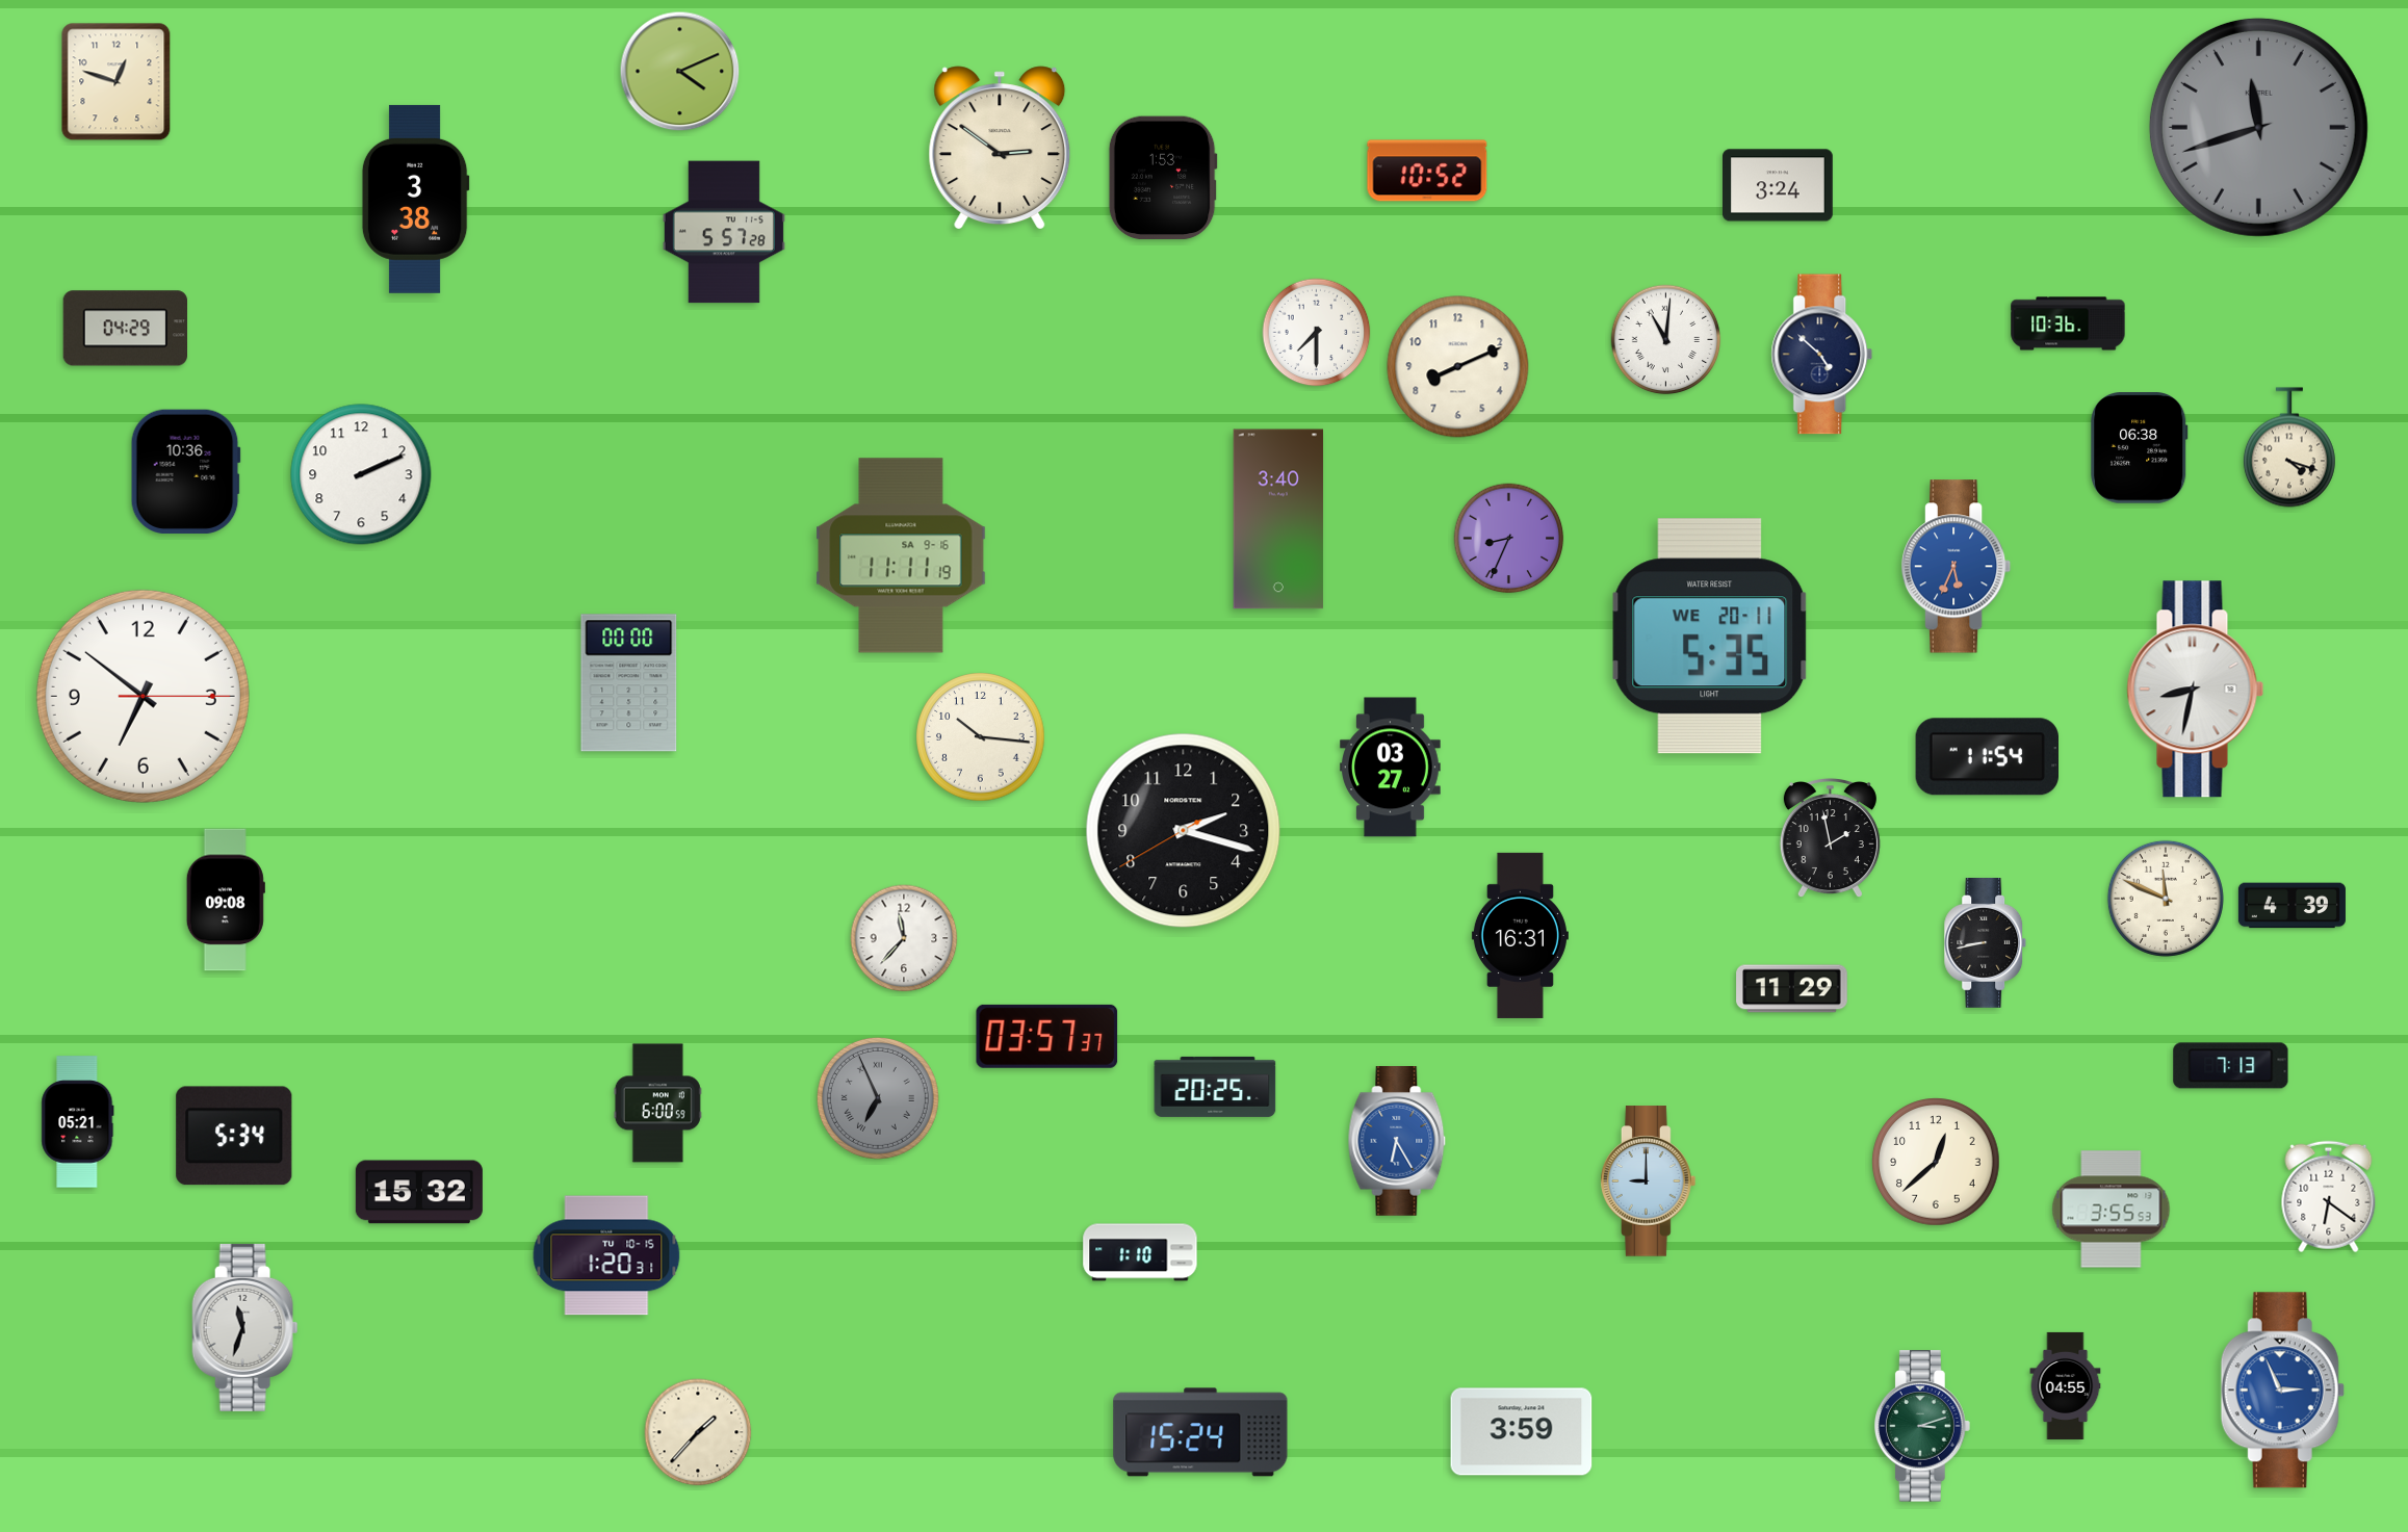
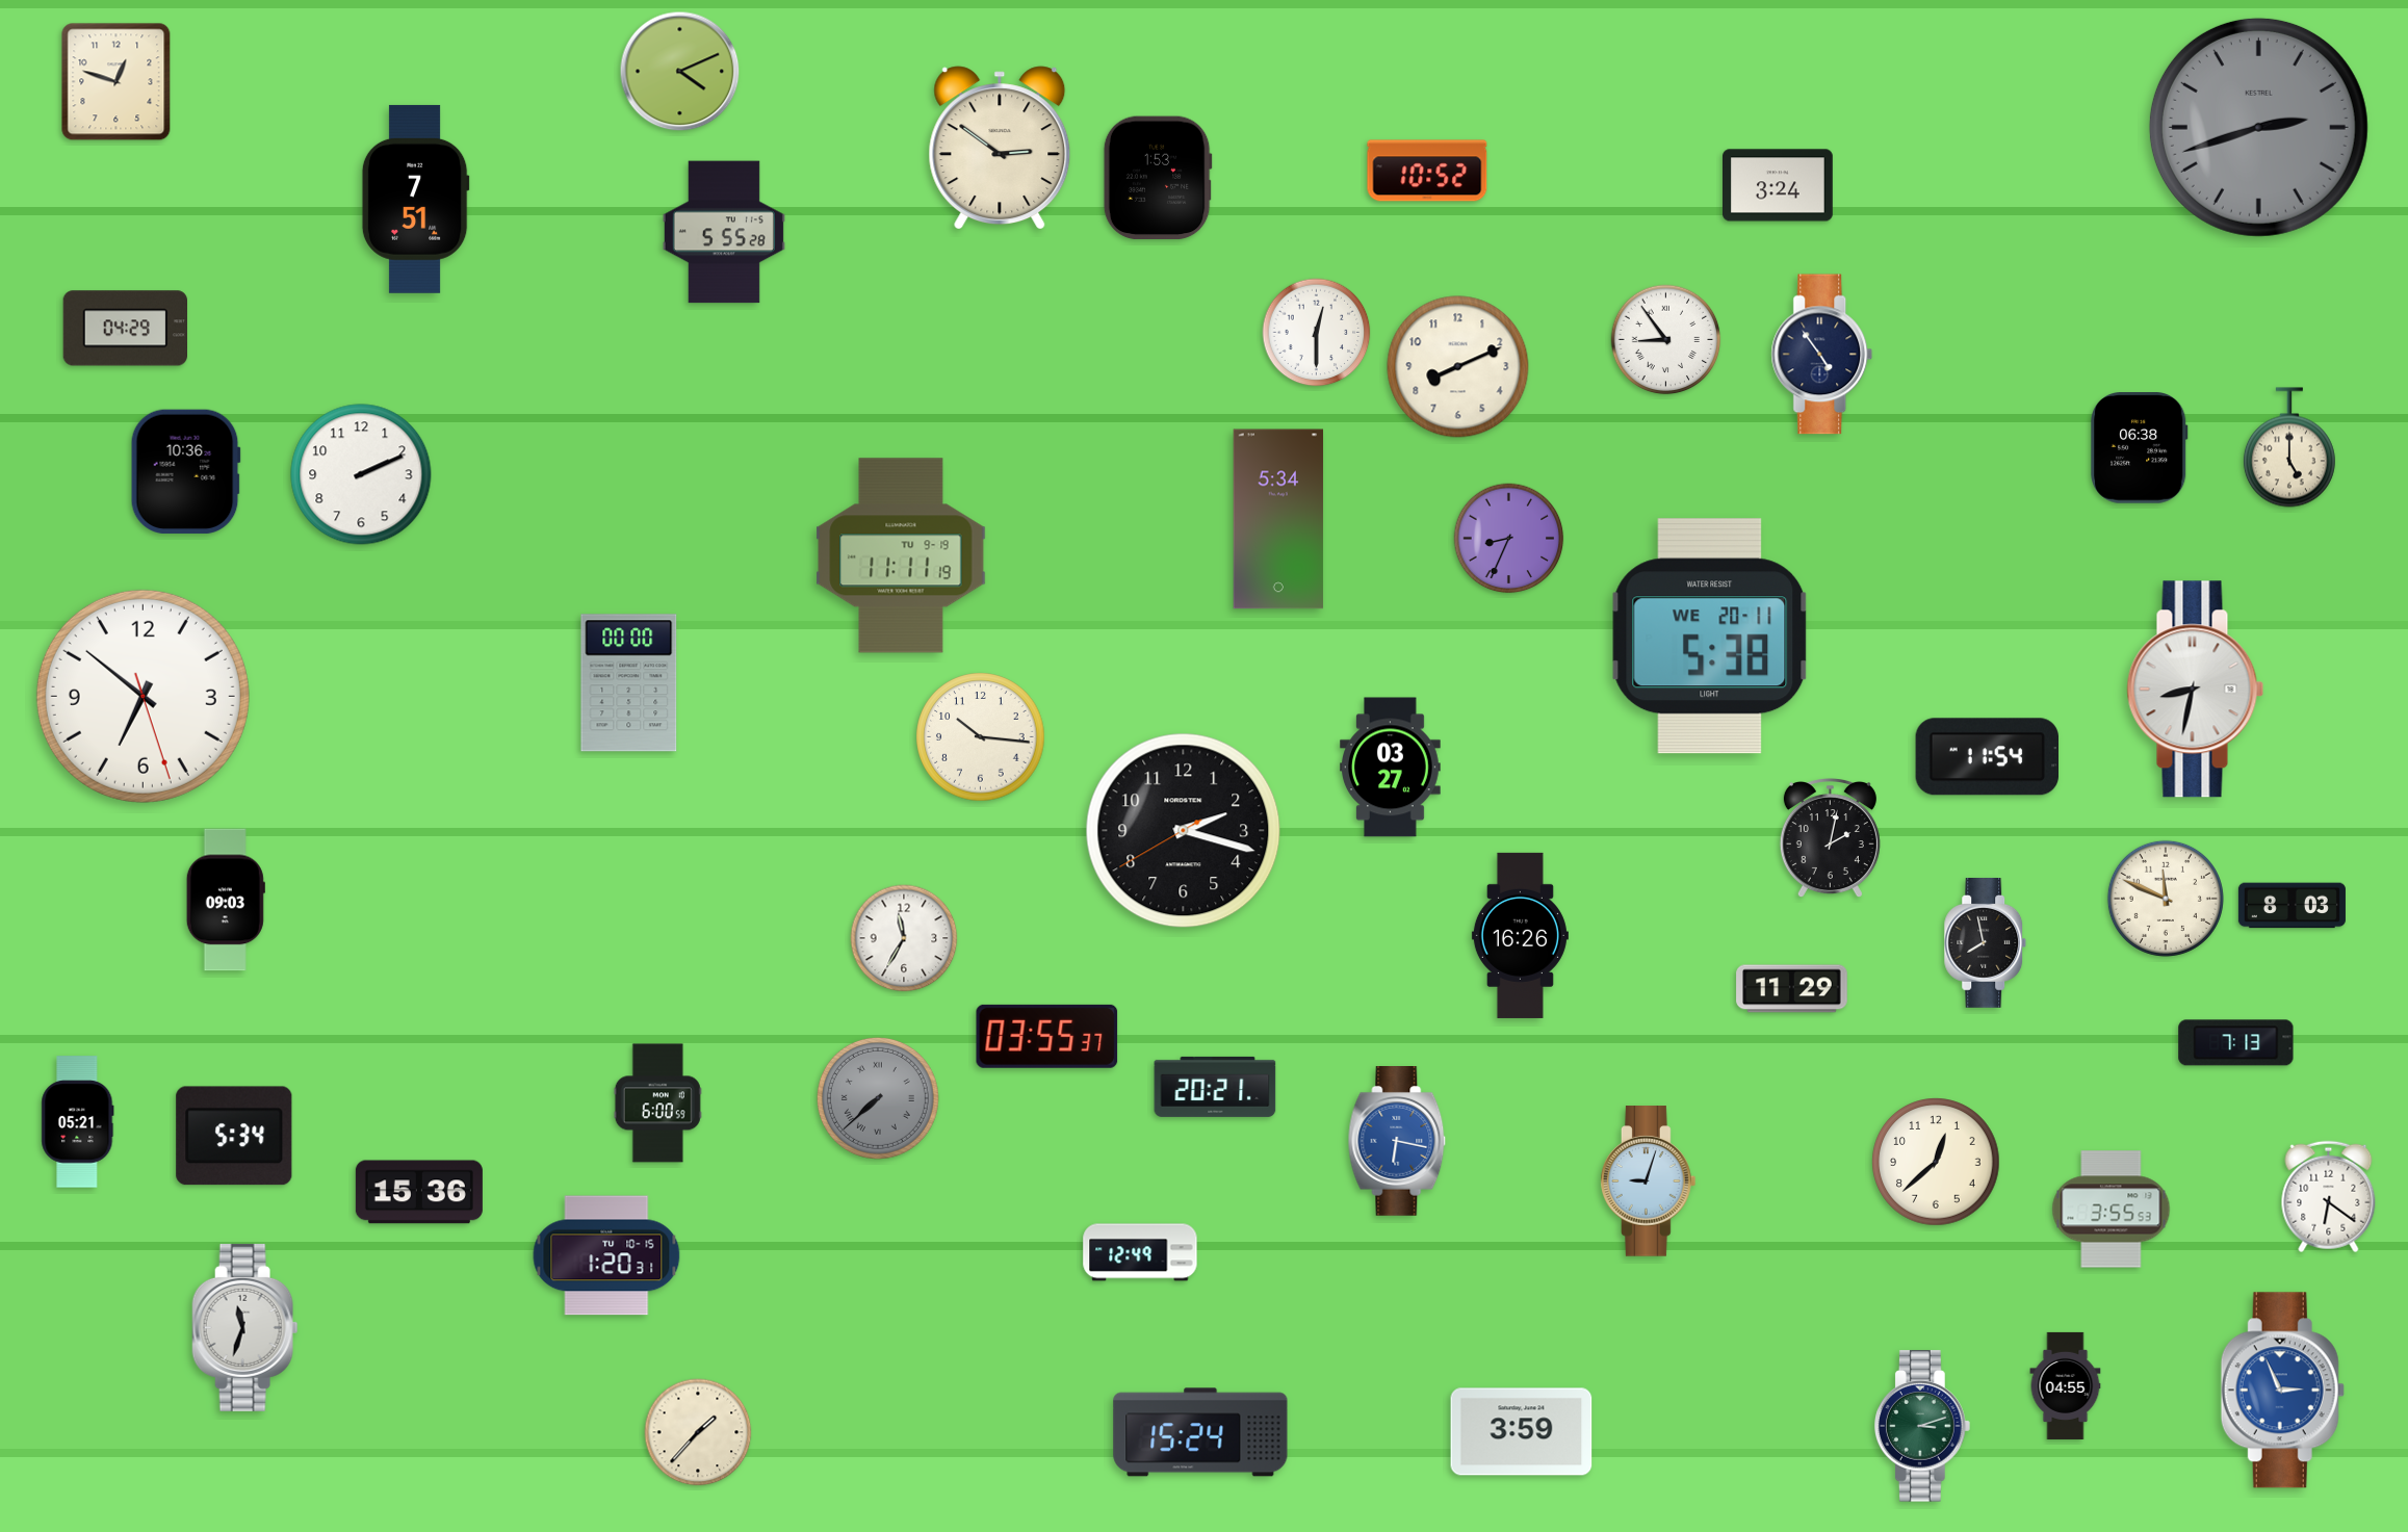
clock at (2258, 127): 11:42 -> 2:42
clock at (1163, 178) position: (1163, 178) -> (1158, 178)
clock at (415, 199): 3:38 -> 7:51
clock at (724, 232): 5:57 -> 5:55
clock at (2068, 323): 10:36 -> none
clock at (1317, 333): 7:30 -> 12:30
clock at (1666, 340): 11:01 -> 8:54
clock at (1822, 355): 4:52 -> 4:54
clock at (2289, 447): 4:18 -> 5:00
clock at (1278, 519): 3:40 -> 5:34
clock at (901, 555) date: SA 9-16 -> TU 9-19
clock at (1957, 567): 5:34 -> none
clock at (1710, 637): 5:35 -> 5:38
clock at (143, 696): 6:51:15 -> 6:51:27
clock at (1830, 839): 1:58 -> 2:02
clock at (226, 900): 09:08 -> 09:03
clock at (2292, 906): 4:39 -> 8:03
clock at (1520, 935): 16:31 -> 16:26
clock at (904, 938): 11:37 -> 11:35
clock at (1986, 943): 8:43 -> 7:58
clock at (1047, 1036): 03:57 -> 03:55
clock at (2231, 1066) position: (2231, 1066) -> (2236, 1043)
clock at (1215, 1087): 20:25 -> 20:21
clock at (878, 1098): 6:56 -> 7:38
clock at (1397, 1142): 6:25 -> 6:17
clock at (1649, 1182): 9:00 -> 9:03
clock at (419, 1192): 15:32 -> 15:36
clock at (1140, 1252): 1:10 -> 12:49
